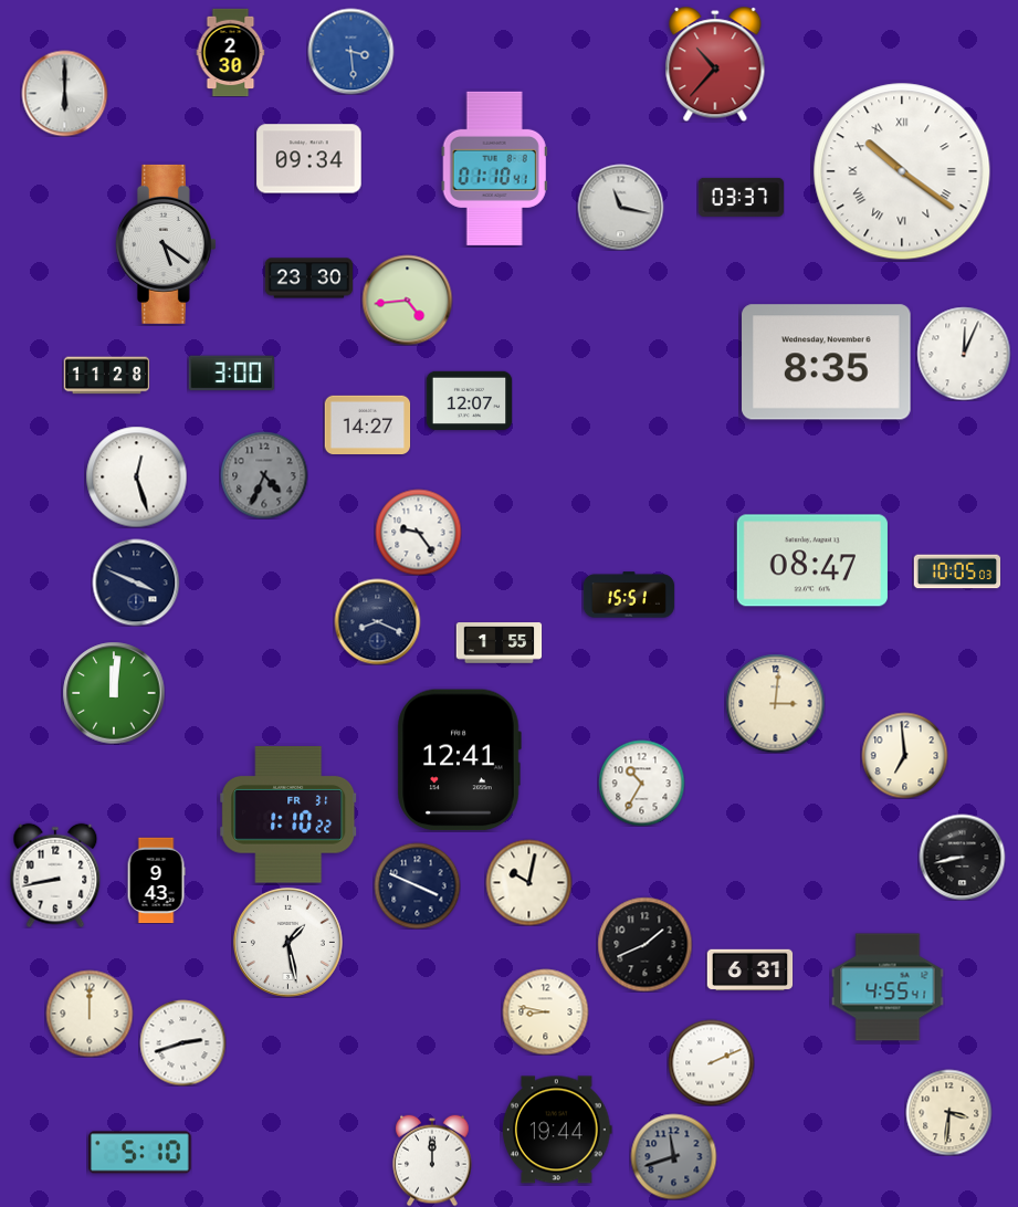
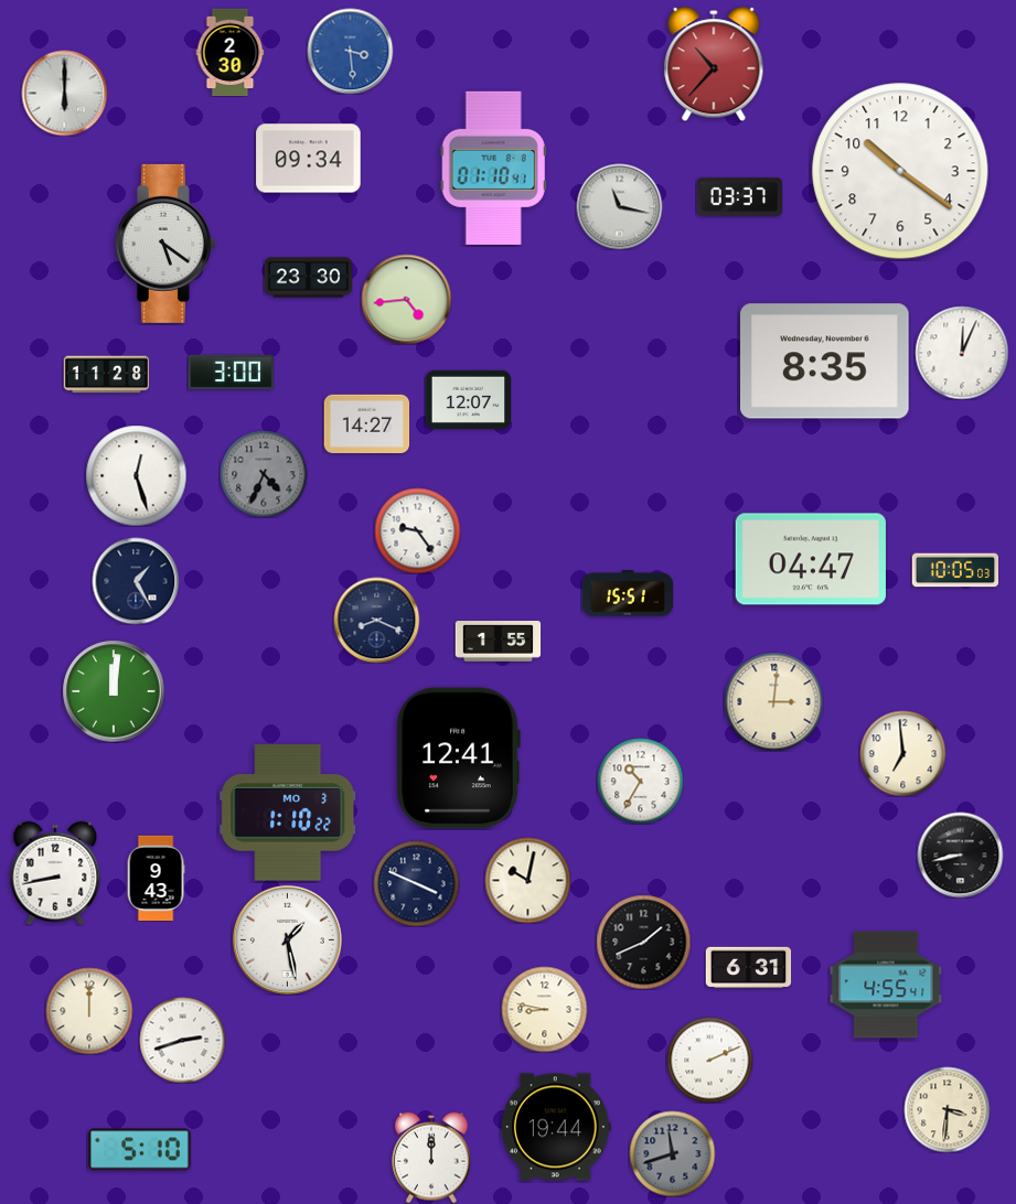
clock at (902, 171) numerals: Roman -> Arabic
clock at (812, 560): 08:47 -> 04:47
clock at (136, 582): 3:49 -> 1:25
clock at (288, 815) date: FR 31 -> MO 3
